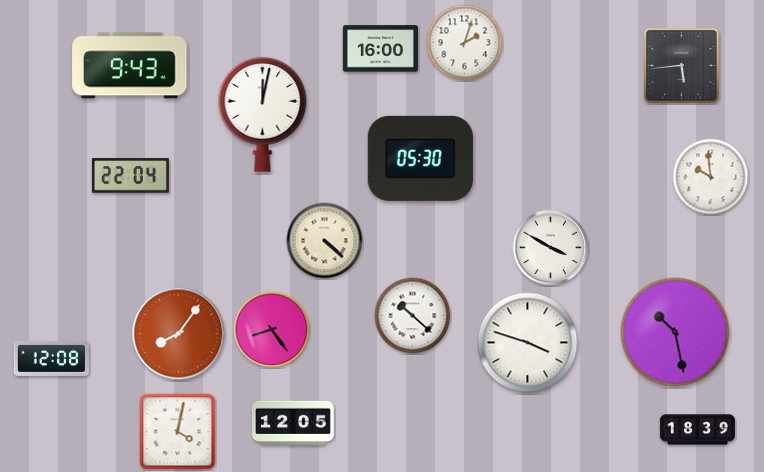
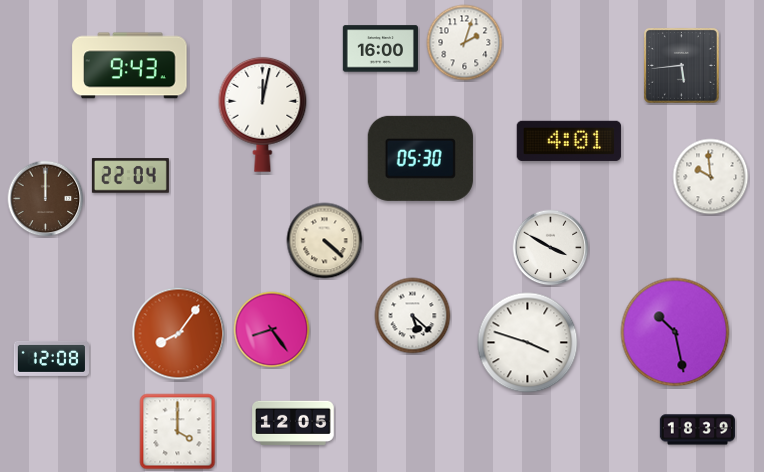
clock at (569, 141): none -> 4:01
clock at (46, 199): none -> 12:00
clock at (413, 316): 10:22 -> 5:22
clock at (178, 432): 4:02 -> 4:00
